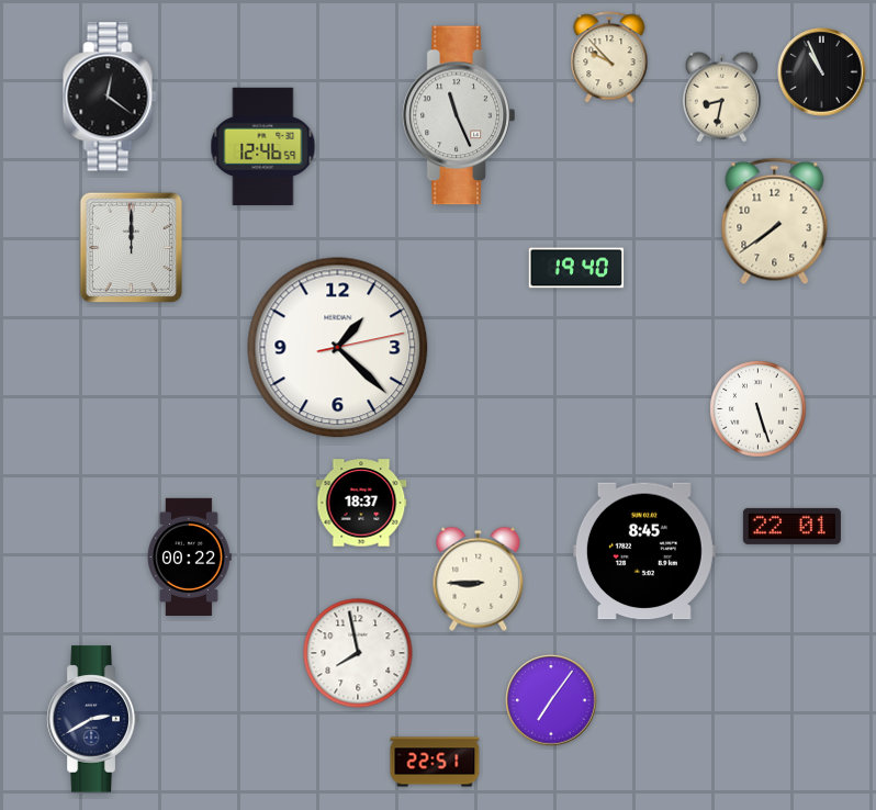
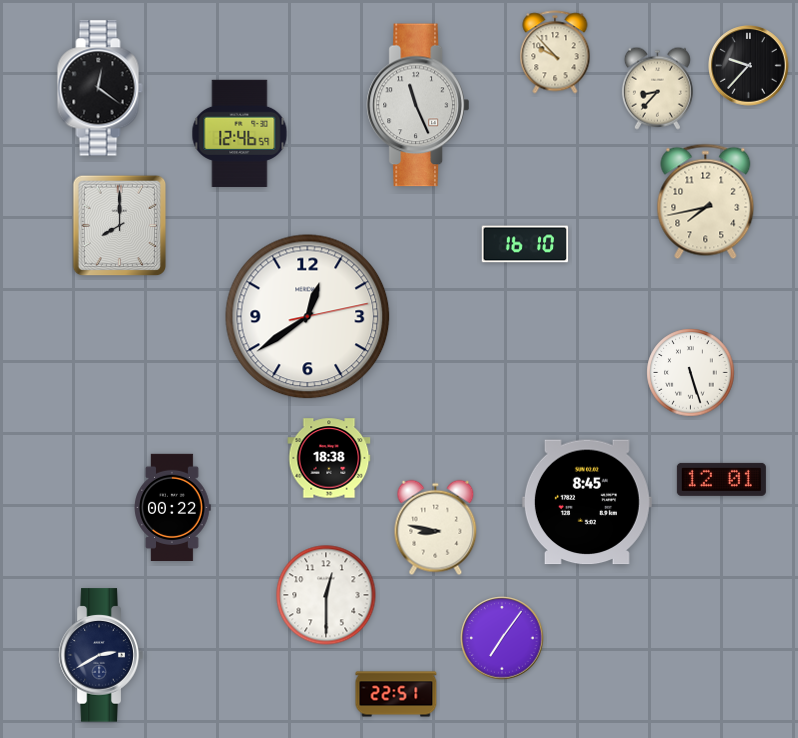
clock at (822, 72): 10:56 -> 9:37
clock at (721, 97): 8:32 -> 8:37
clock at (775, 222): 7:39 -> 7:43
clock at (132, 248): 12:00 -> 8:00
clock at (576, 268): 19:40 -> 16:10
clock at (338, 348): 1:22 -> 12:39
clock at (361, 503): 18:37 -> 18:38
clock at (791, 526): 22:01 -> 12:01
clock at (479, 580): 8:45 -> 8:47
clock at (358, 653): 7:58 -> 12:30
clock at (93, 719) position: (93, 719) -> (101, 655)
